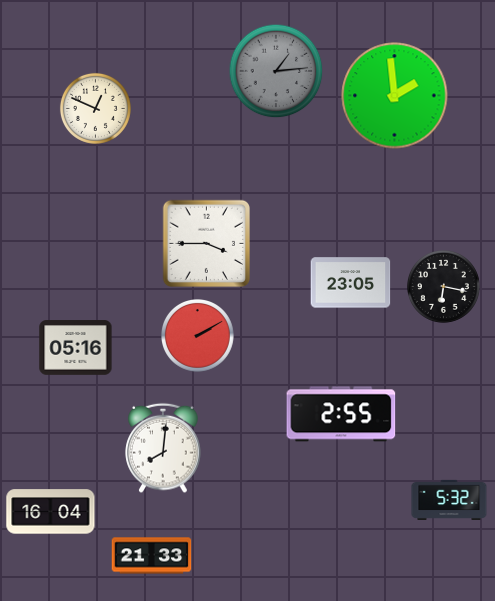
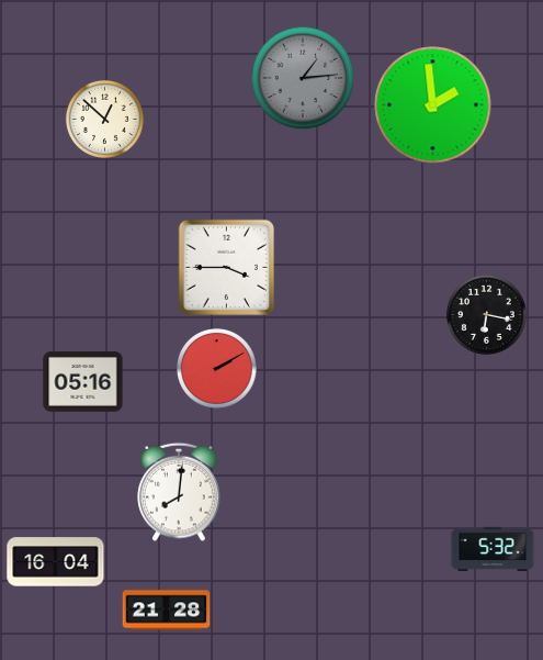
clock at (95, 108): 12:49 -> 12:52
clock at (351, 283): 23:05 -> none
clock at (341, 414): 2:55 -> none
clock at (152, 556): 21:33 -> 21:28
